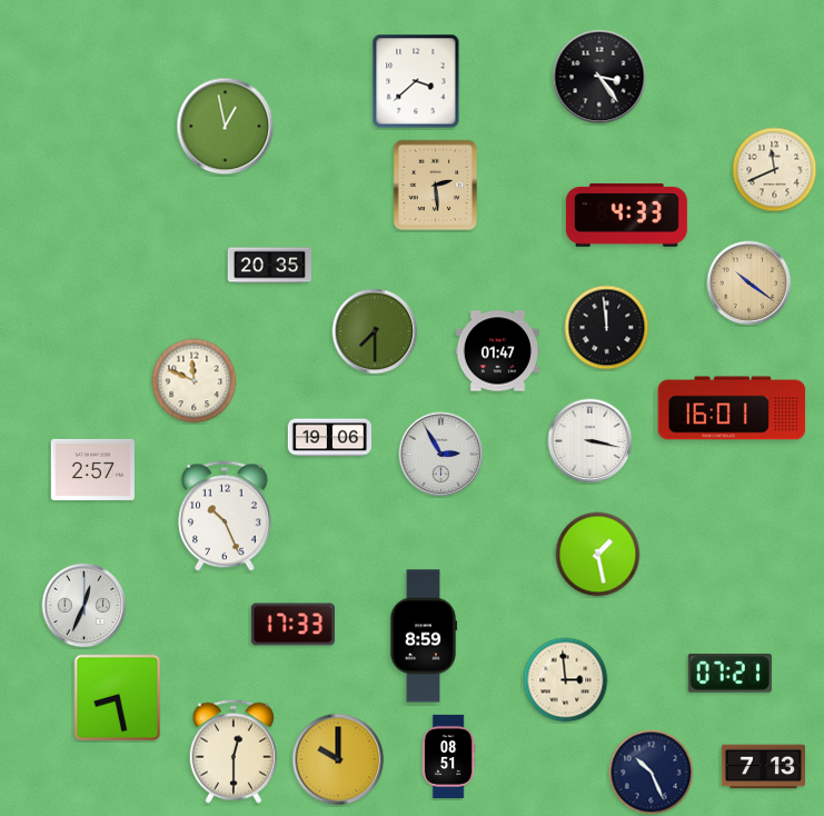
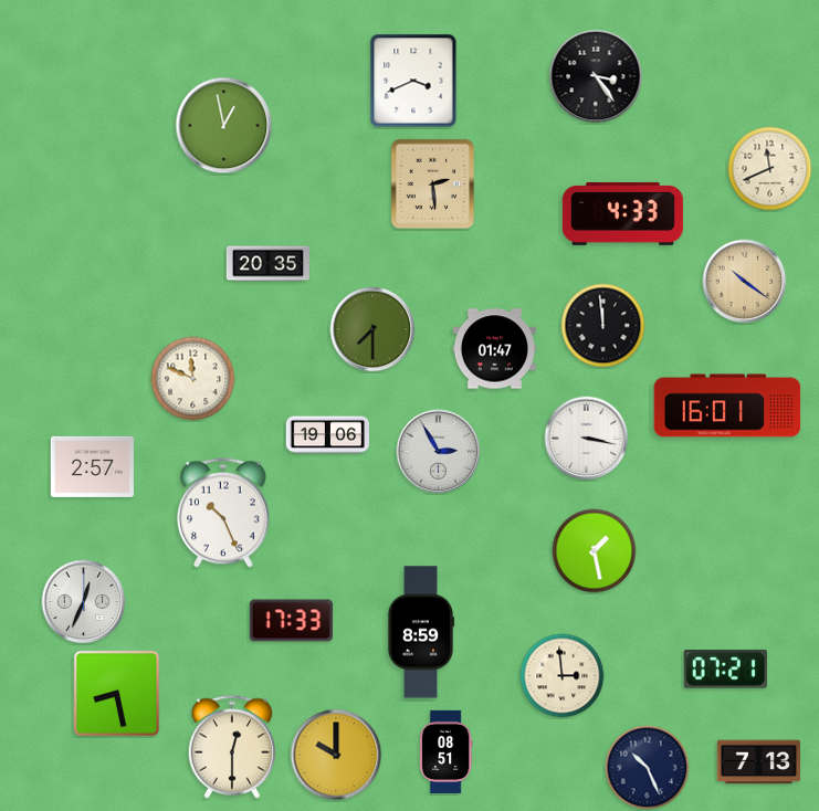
clock at (416, 81): 3:38 -> 3:41
